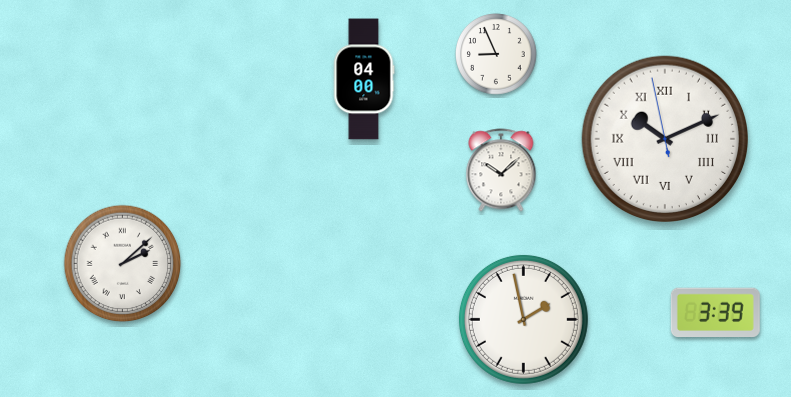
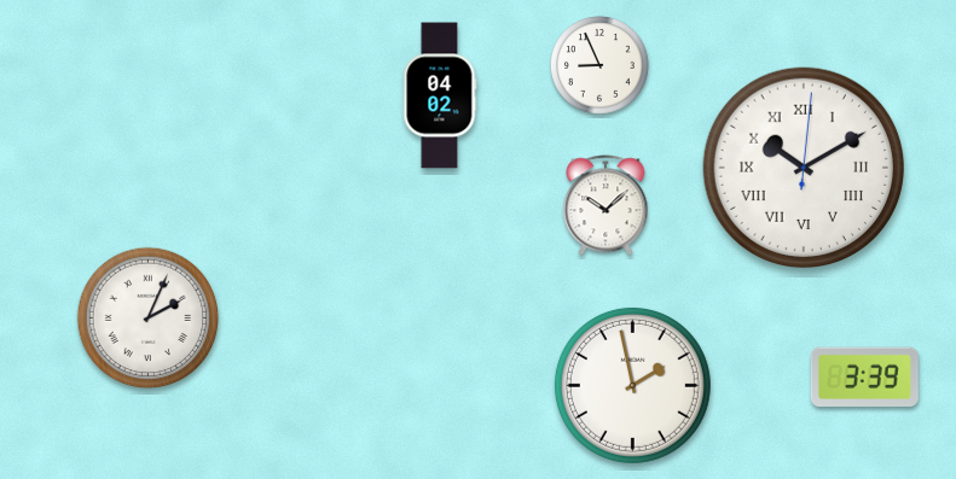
clock at (364, 79): 04:00 -> 04:02
clock at (665, 139): 10:10:58 -> 10:10:01
clock at (123, 264): 2:08 -> 2:04
